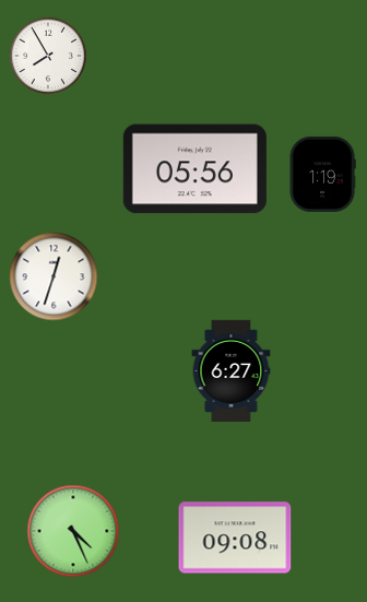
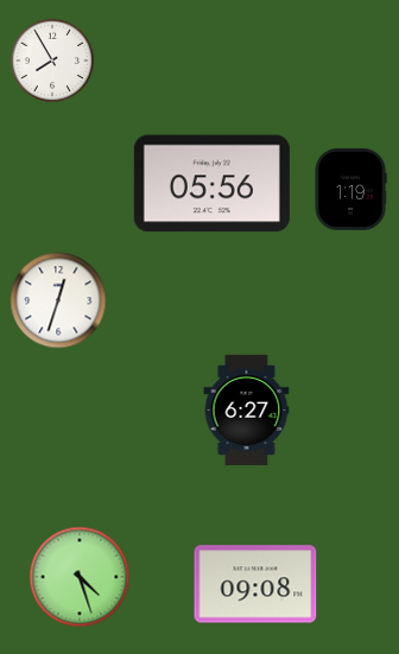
clock at (232, 370) position: (232, 370) -> (247, 409)
clock at (73, 531): 4:26 -> 4:27
